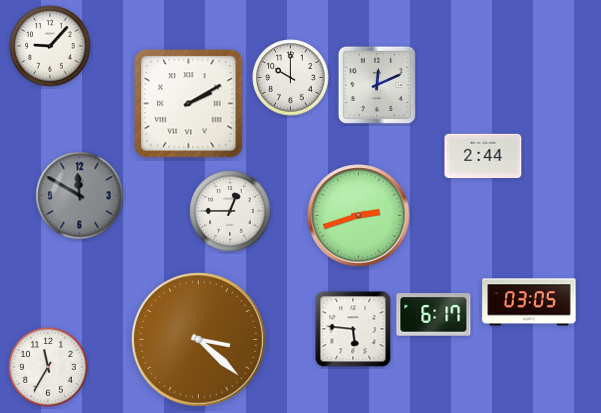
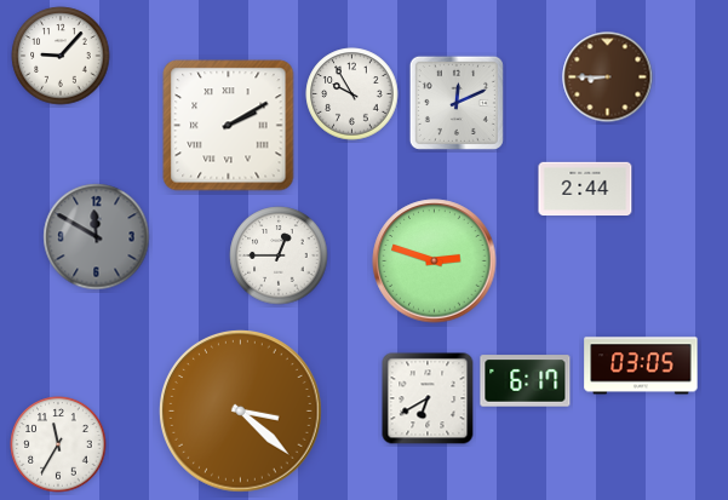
clock at (608, 77): none -> 8:45
clock at (291, 78): 10:00 -> 9:55
clock at (359, 216): 2:42 -> 2:48
clock at (353, 329): 5:46 -> 6:40
